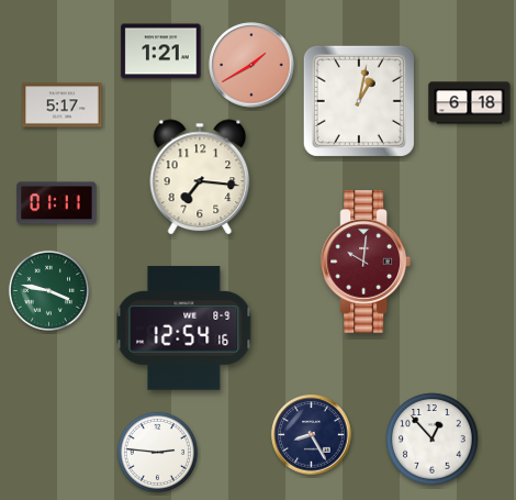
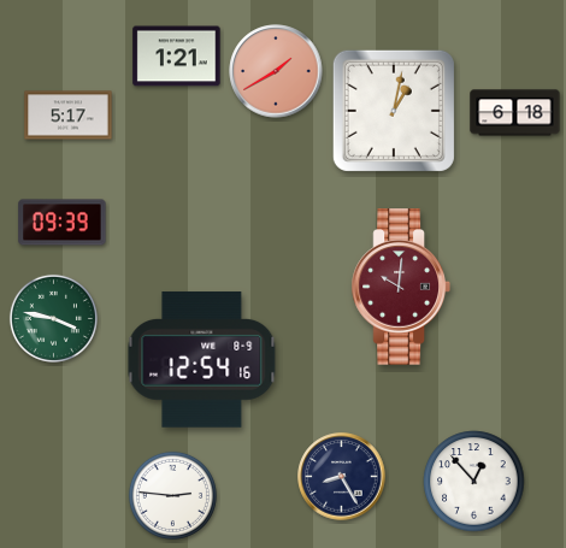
clock at (200, 177): 7:16 -> none
clock at (57, 203): 01:11 -> 09:39
